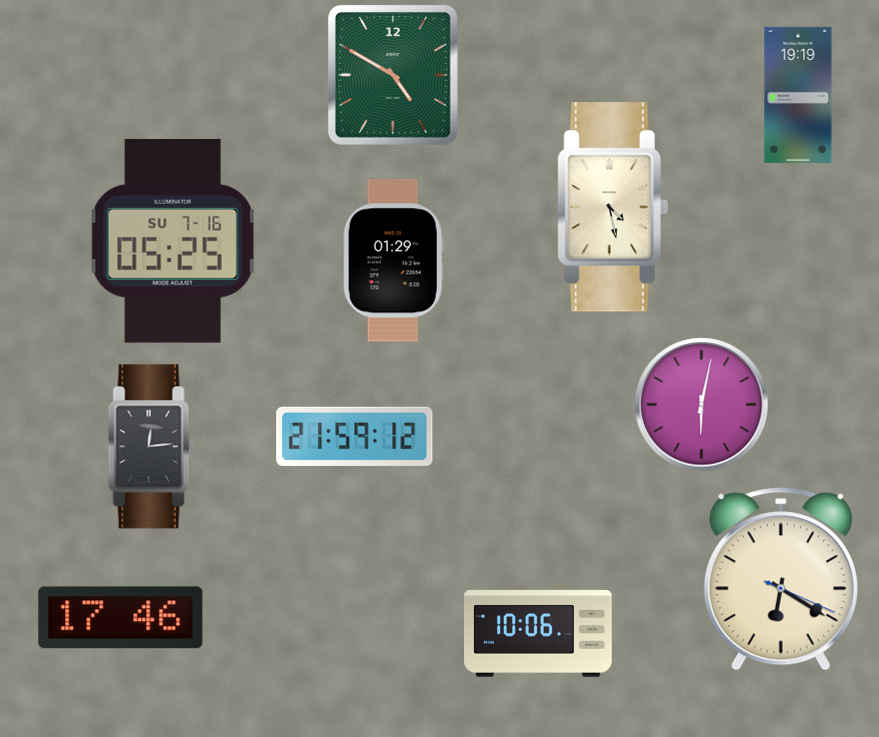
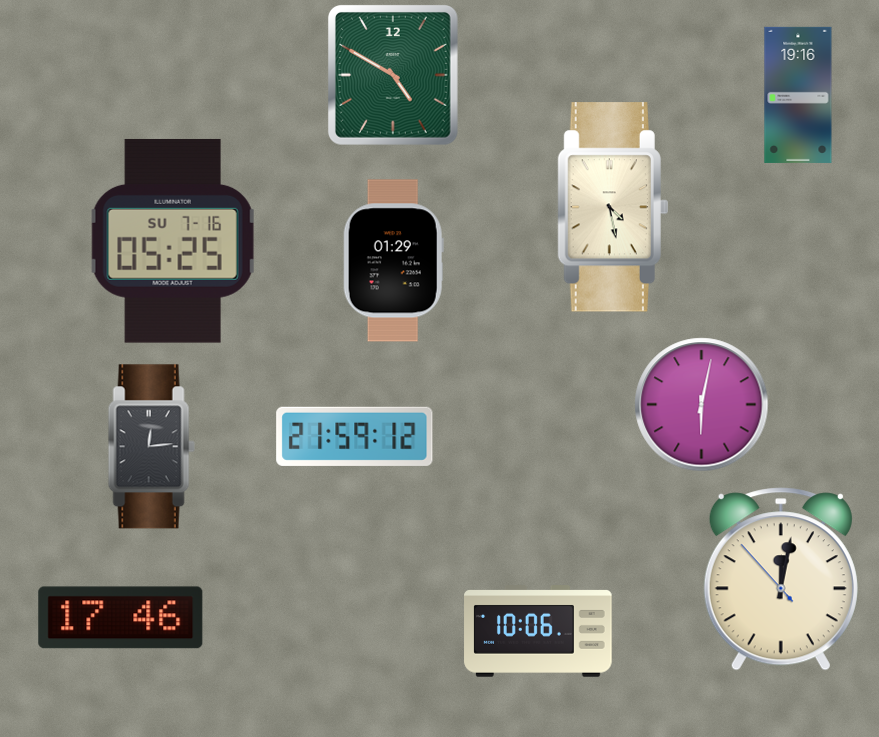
clock at (798, 95): 19:19 -> 19:16
clock at (781, 579): 6:20 -> 12:01
